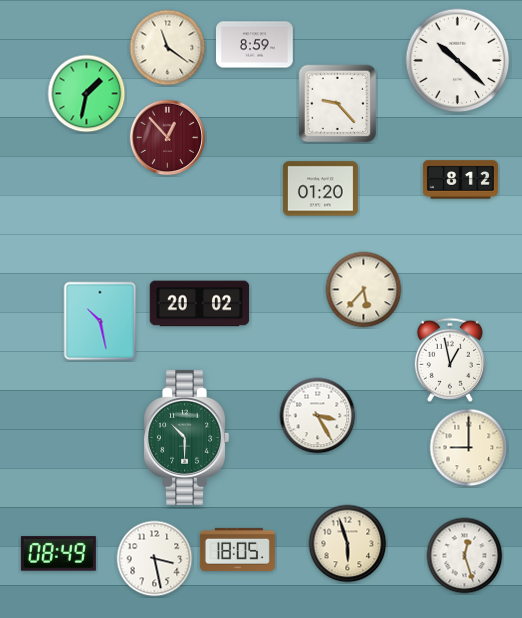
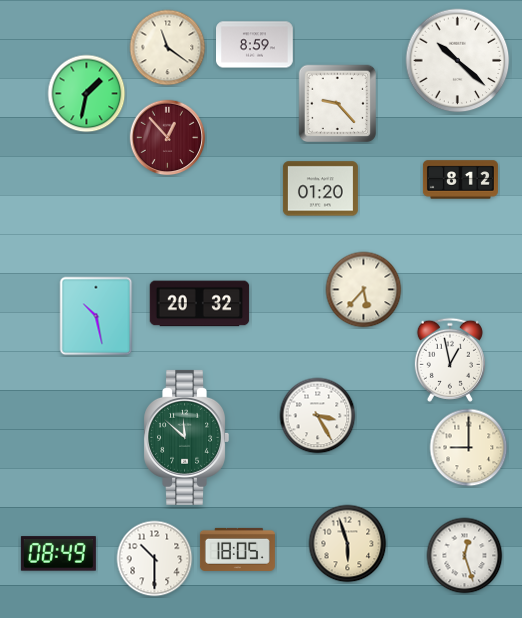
clock at (200, 304): 20:02 -> 20:32
clock at (100, 321) position: (100, 321) -> (96, 316)
clock at (186, 437): 10:30 -> 11:52
clock at (155, 559): 3:28 -> 10:30
